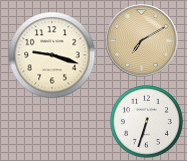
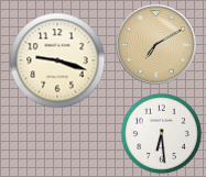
clock at (146, 121): 6:33 -> 6:29
